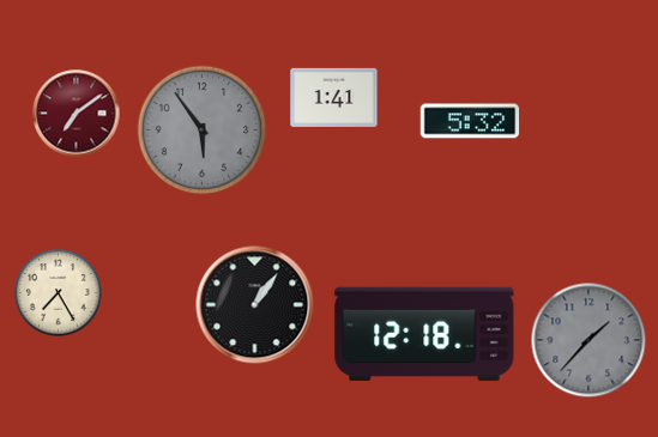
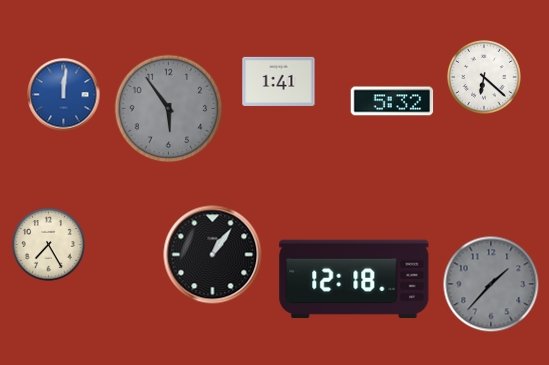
clock at (485, 78): none -> 6:22
clock at (77, 114): 7:09 -> 12:01
clock at (77, 114) dial: burgundy -> blue
